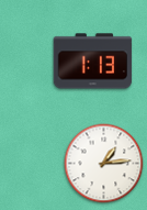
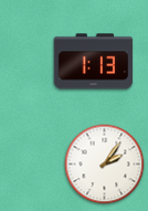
clock at (104, 164): 1:14 -> 2:06
